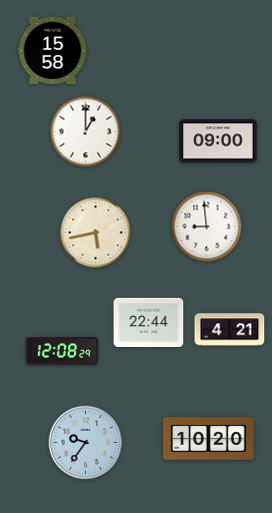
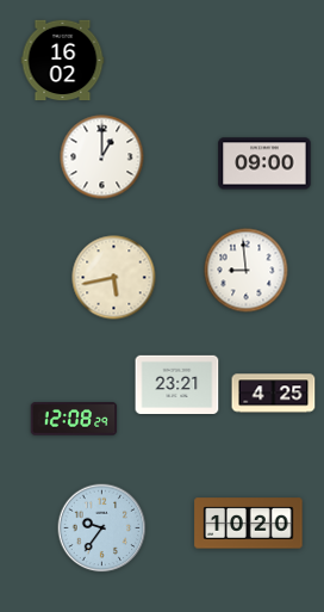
clock at (53, 51): 15:58 -> 16:02
clock at (218, 141) position: (218, 141) -> (264, 163)
clock at (149, 323): 22:44 -> 23:21
clock at (230, 330): 4:21 -> 4:25
